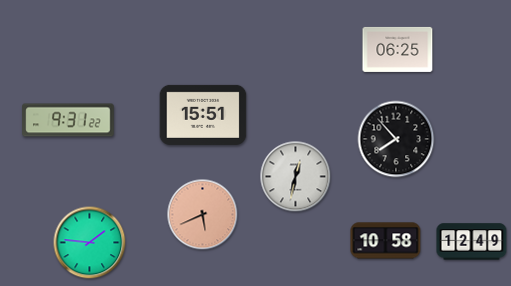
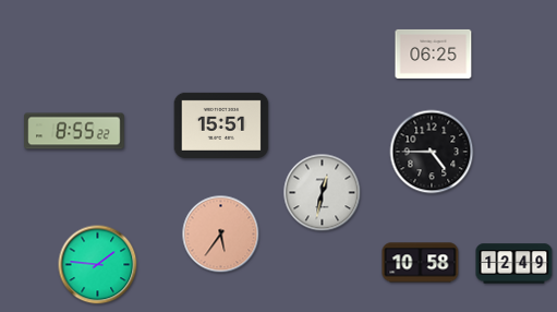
clock at (68, 120): 9:31 -> 8:55
clock at (396, 139): 7:53 -> 4:45
clock at (203, 215): 5:41 -> 5:36
